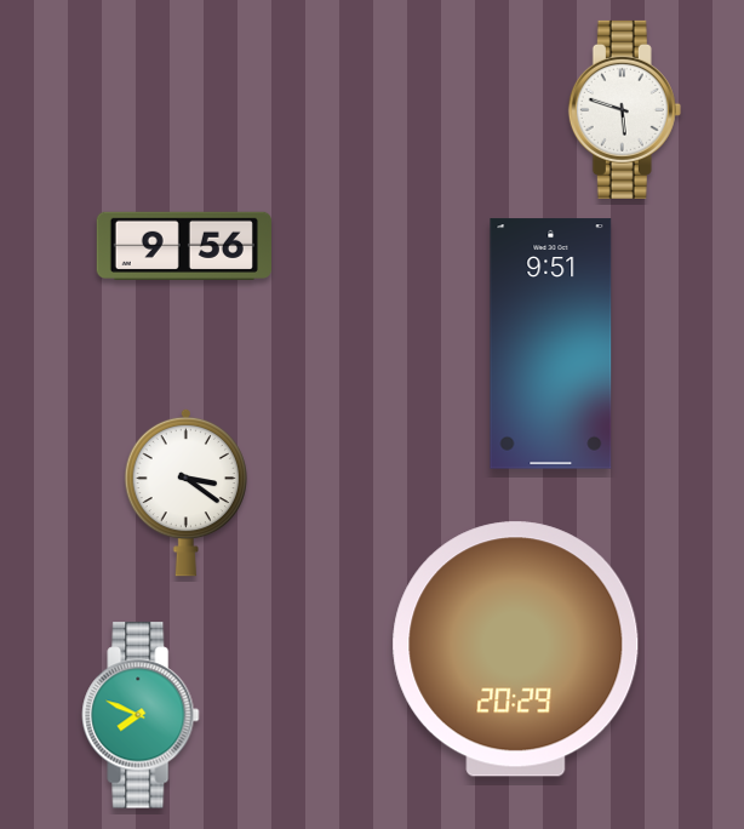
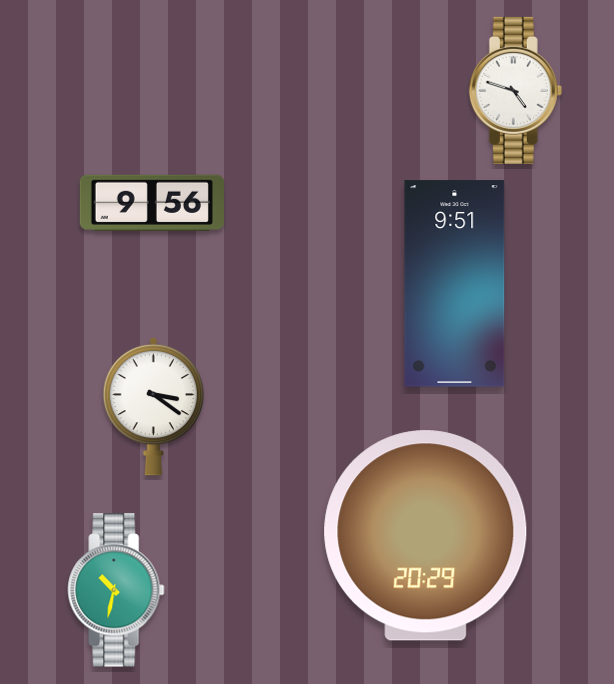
clock at (624, 109): 5:48 -> 4:48
clock at (141, 715): 7:49 -> 10:32
